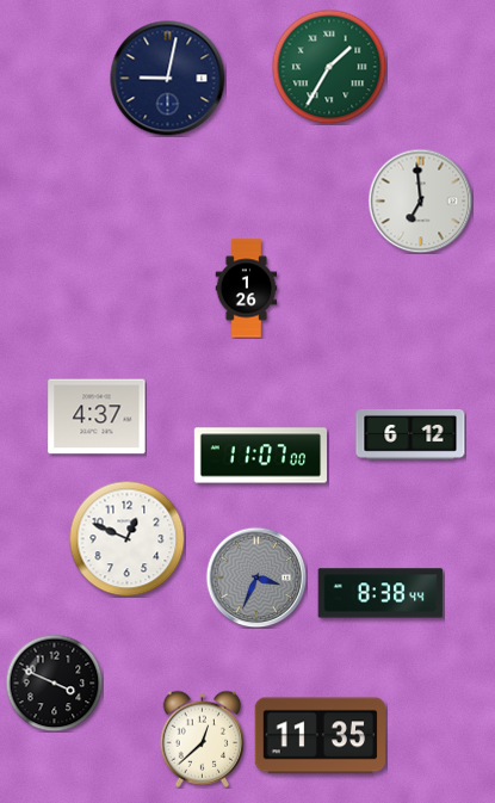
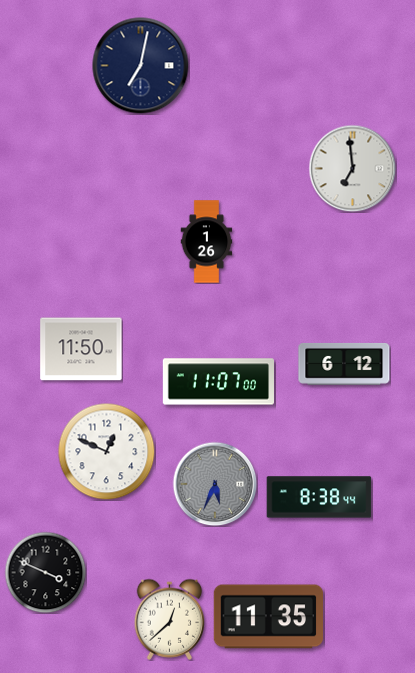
clock at (329, 67): 1:35 -> none
clock at (168, 79): 9:02 -> 7:02
clock at (97, 416): 4:37 -> 11:50
clock at (256, 577): 3:34 -> 5:34
